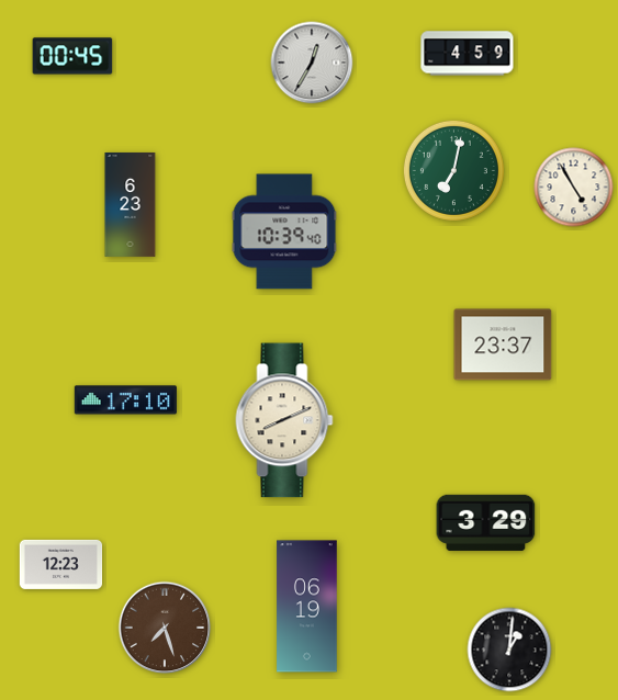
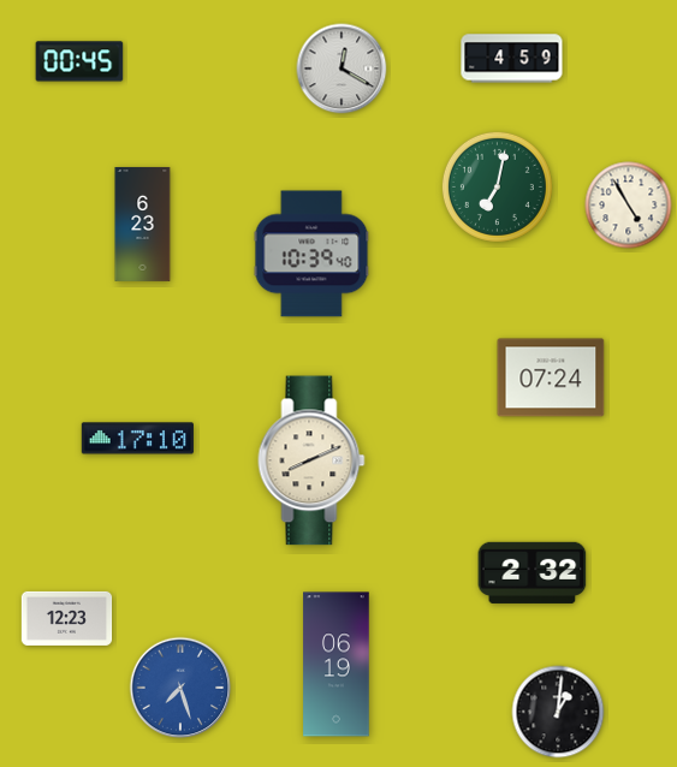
clock at (312, 63): 12:35 -> 12:20
clock at (503, 345): 23:37 -> 07:24
clock at (486, 522): 3:29 -> 2:32
clock at (165, 628) dial: brown -> blue
